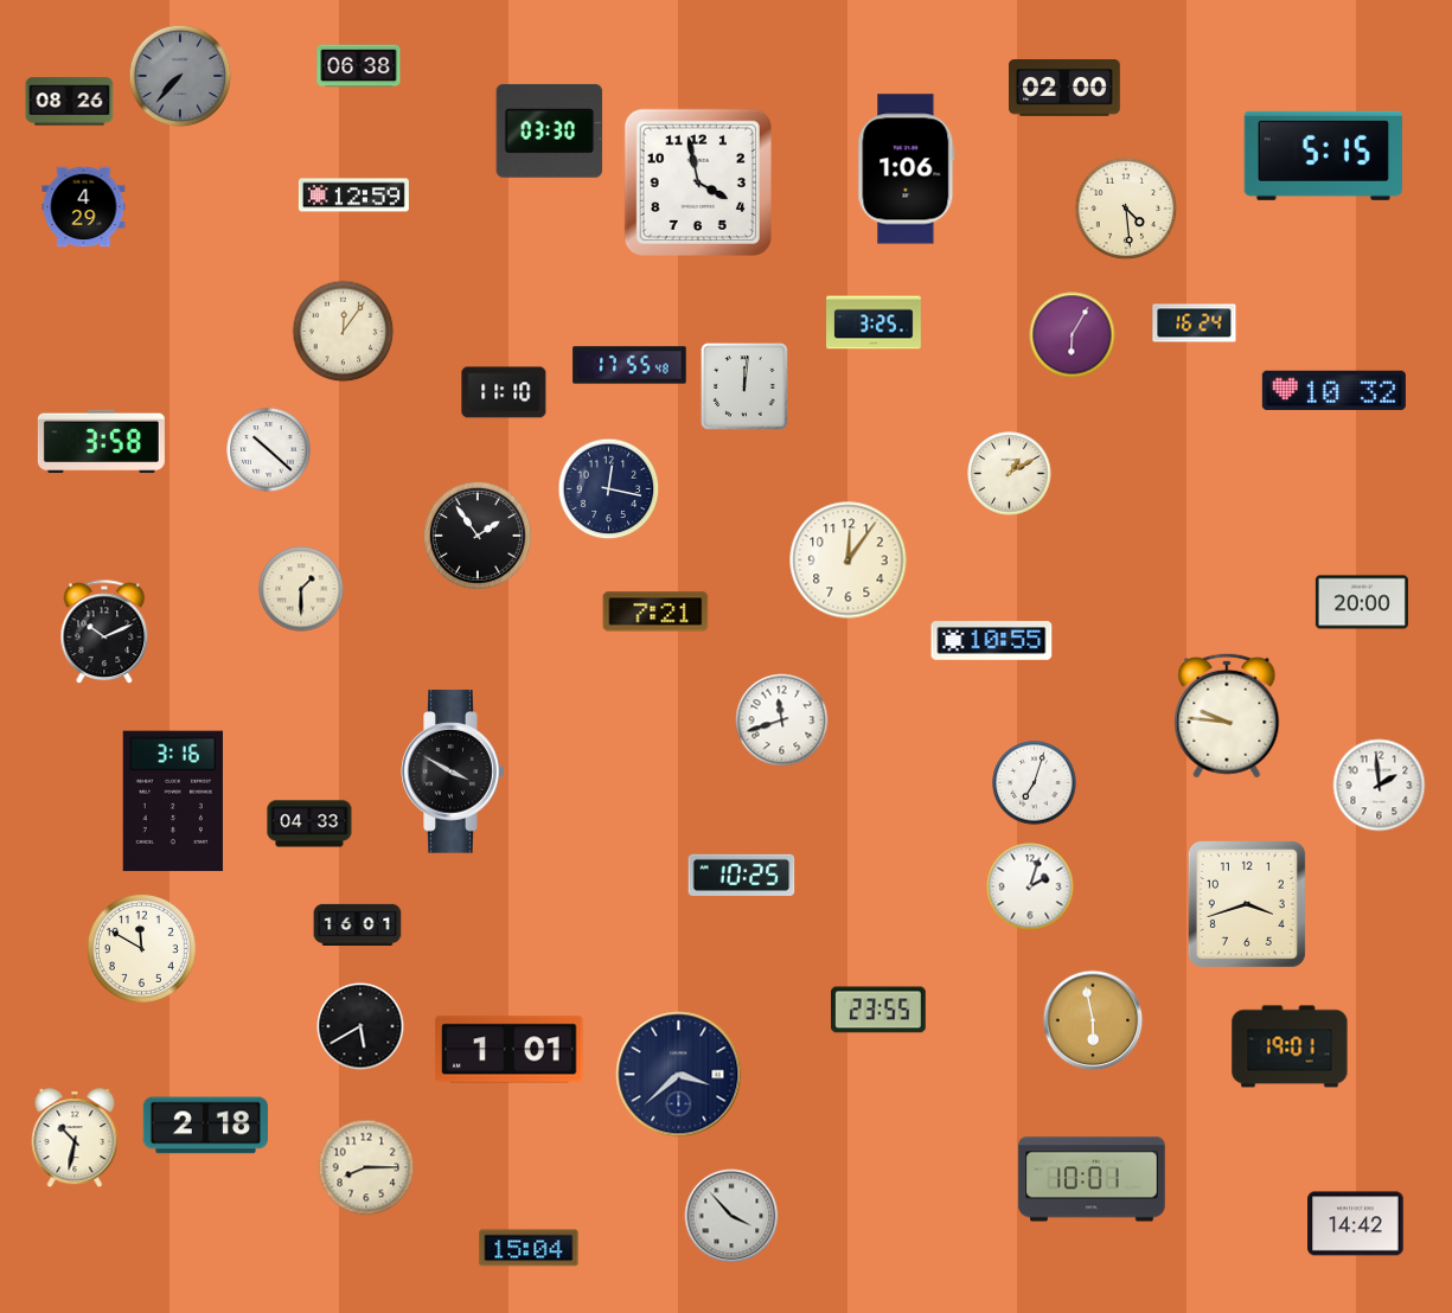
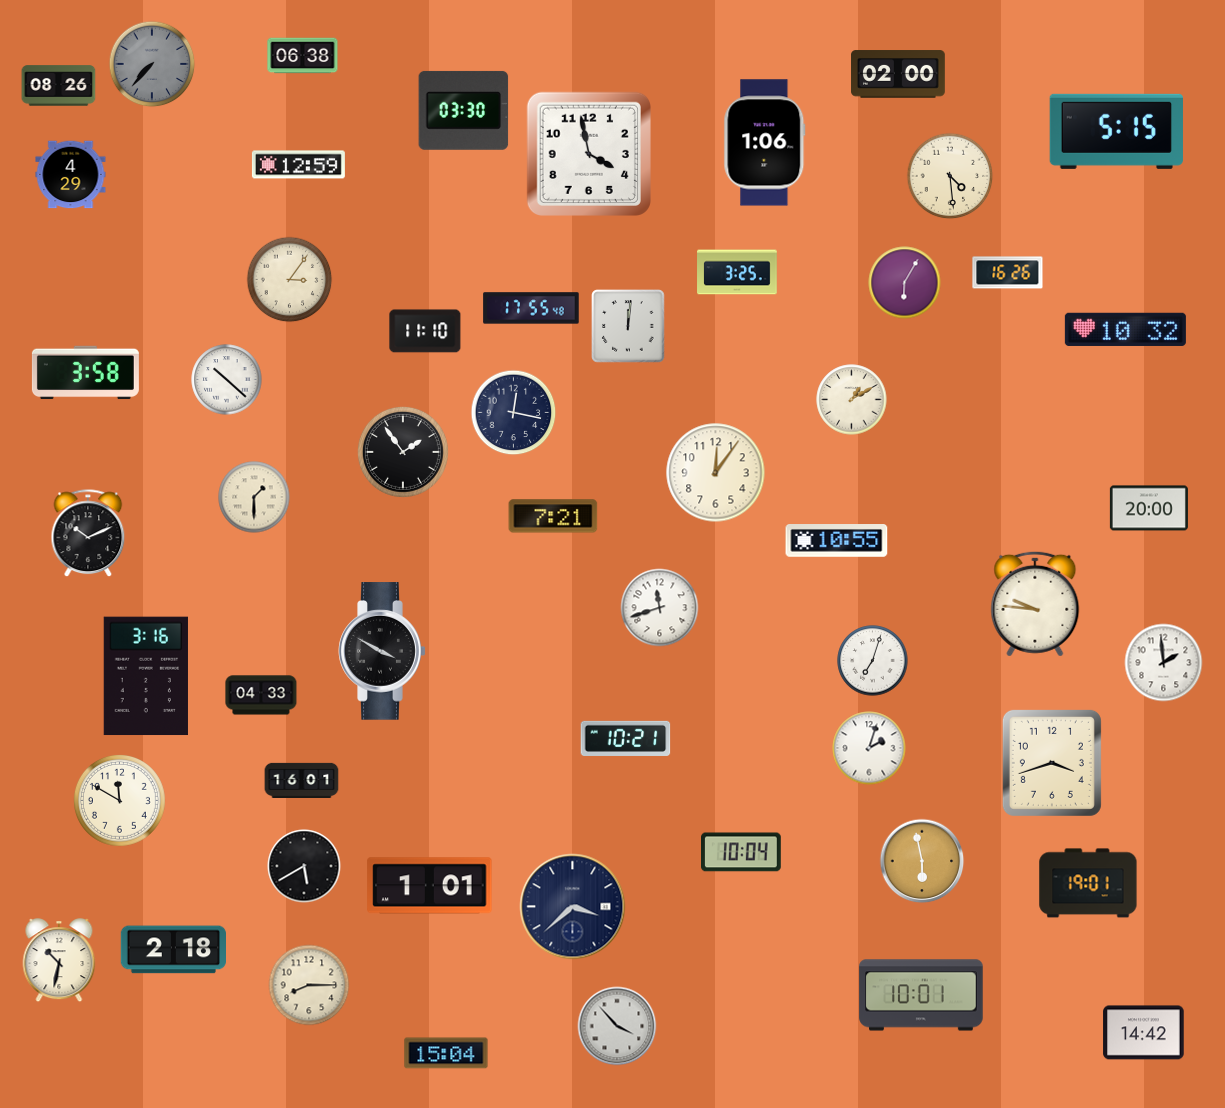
clock at (1195, 324): 16:24 -> 16:26
clock at (344, 332): 12:06 -> 3:06
clock at (742, 875): 10:25 -> 10:21
clock at (879, 1010): 23:55 -> 10:04
clock at (75, 1139) position: (75, 1139) -> (59, 961)
